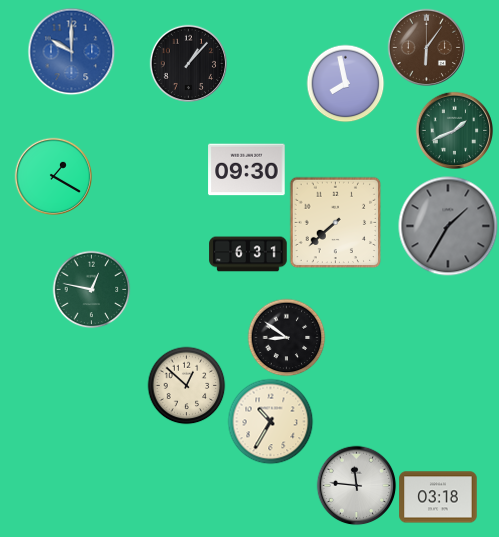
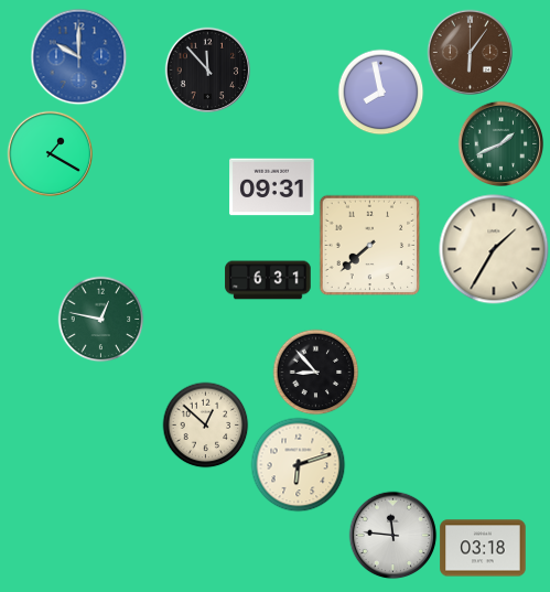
clock at (188, 63): 1:07 -> 11:53
clock at (247, 170): 09:30 -> 09:31
clock at (53, 176) position: (53, 176) -> (50, 153)
clock at (448, 226) dial: grey -> cream
clock at (248, 254) position: (248, 254) -> (268, 280)
clock at (286, 337): 8:51 -> 8:53
clock at (270, 421): 10:35 -> 6:12
